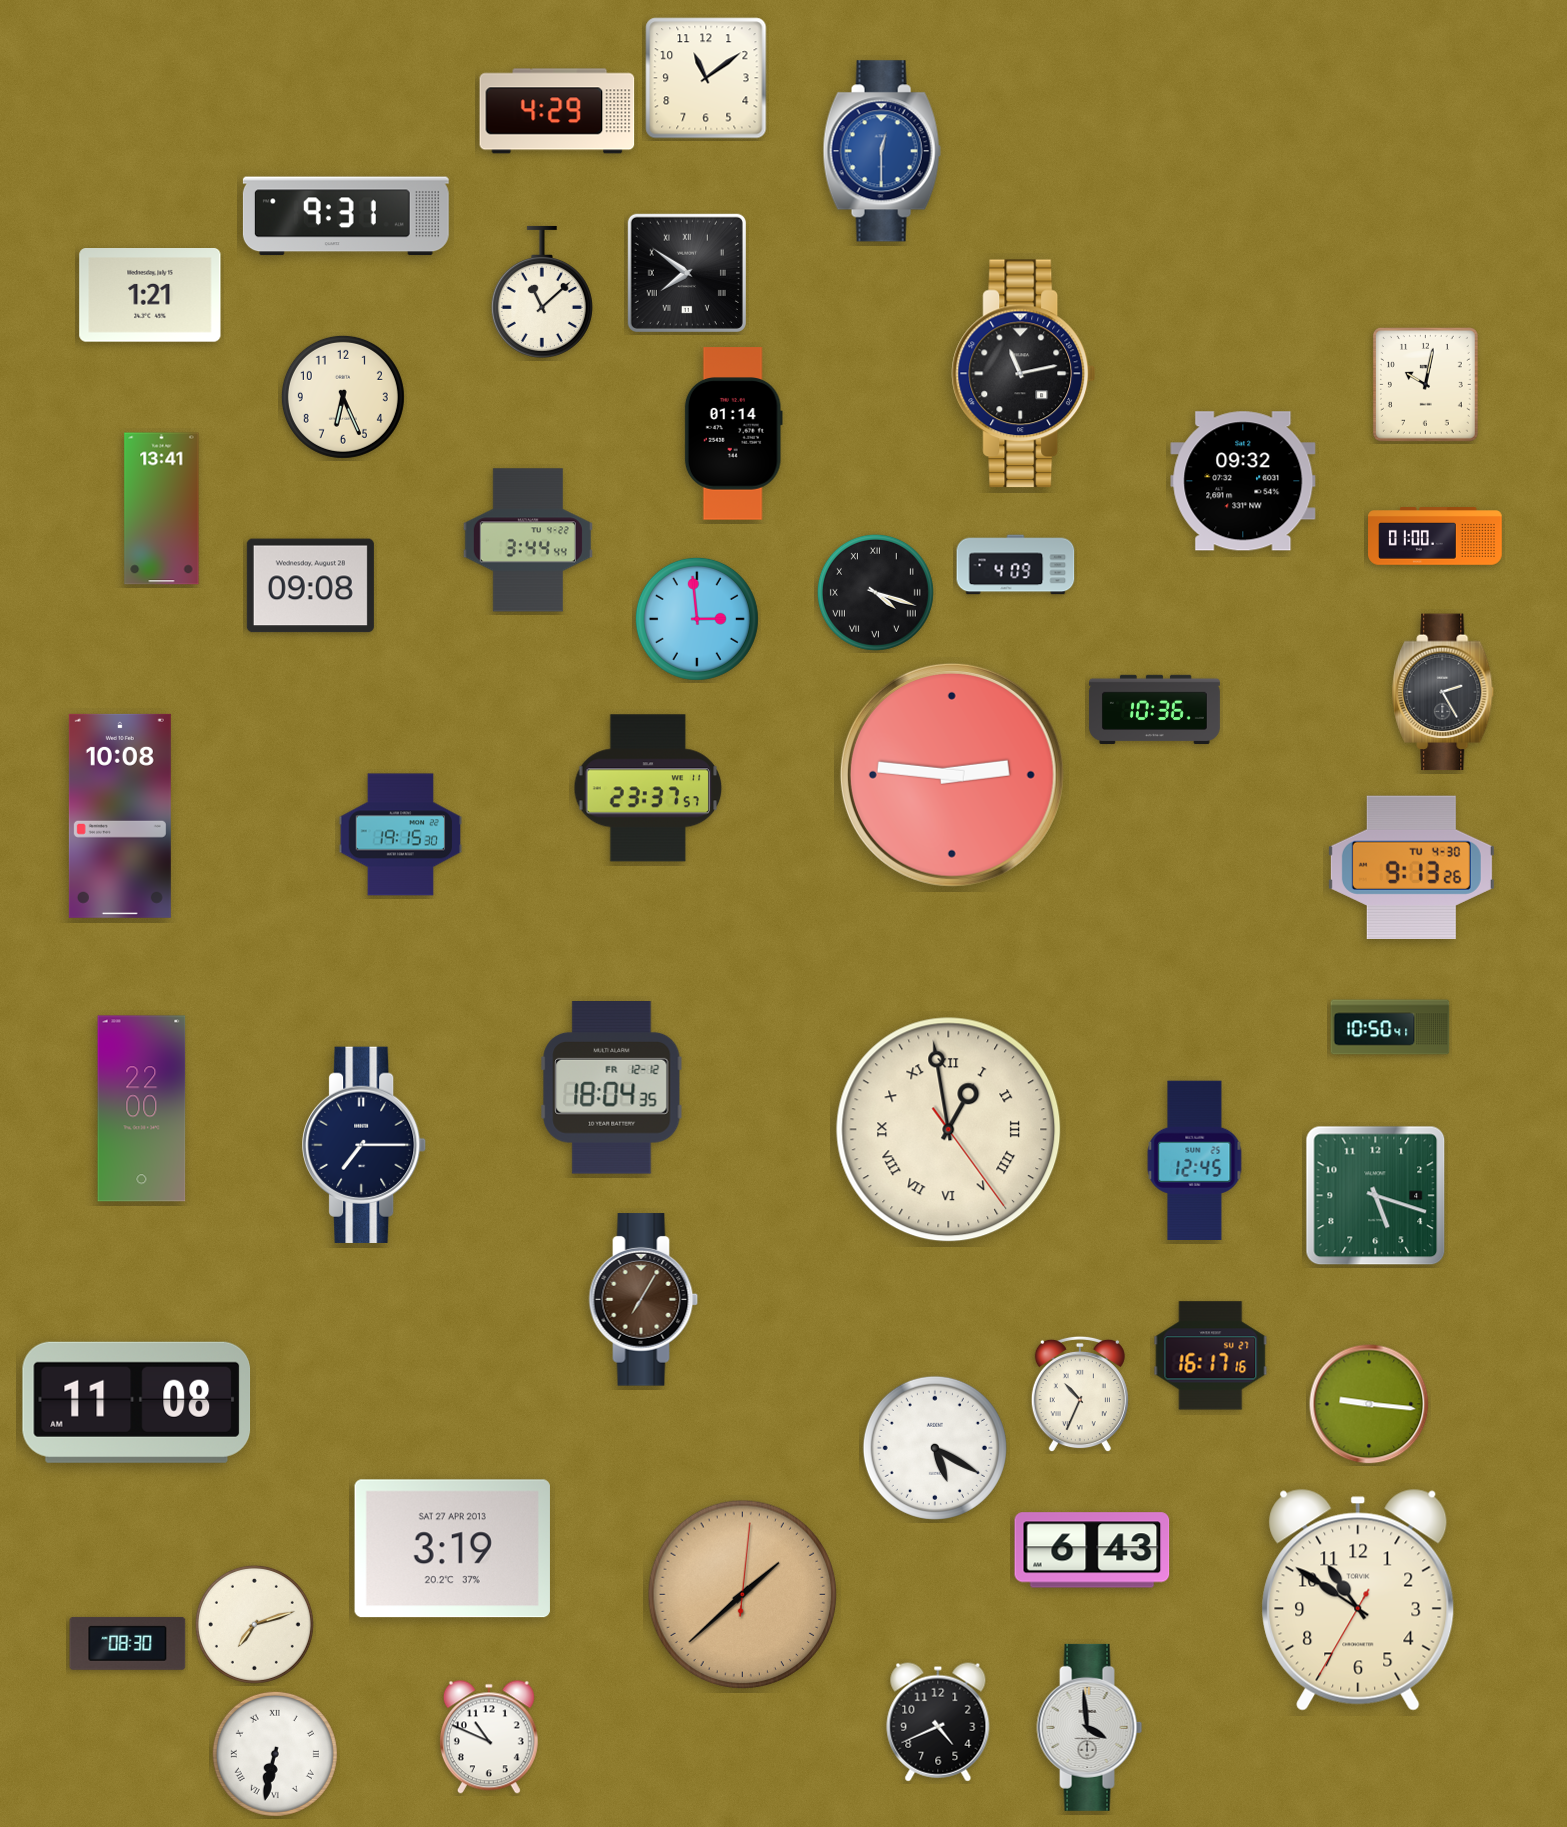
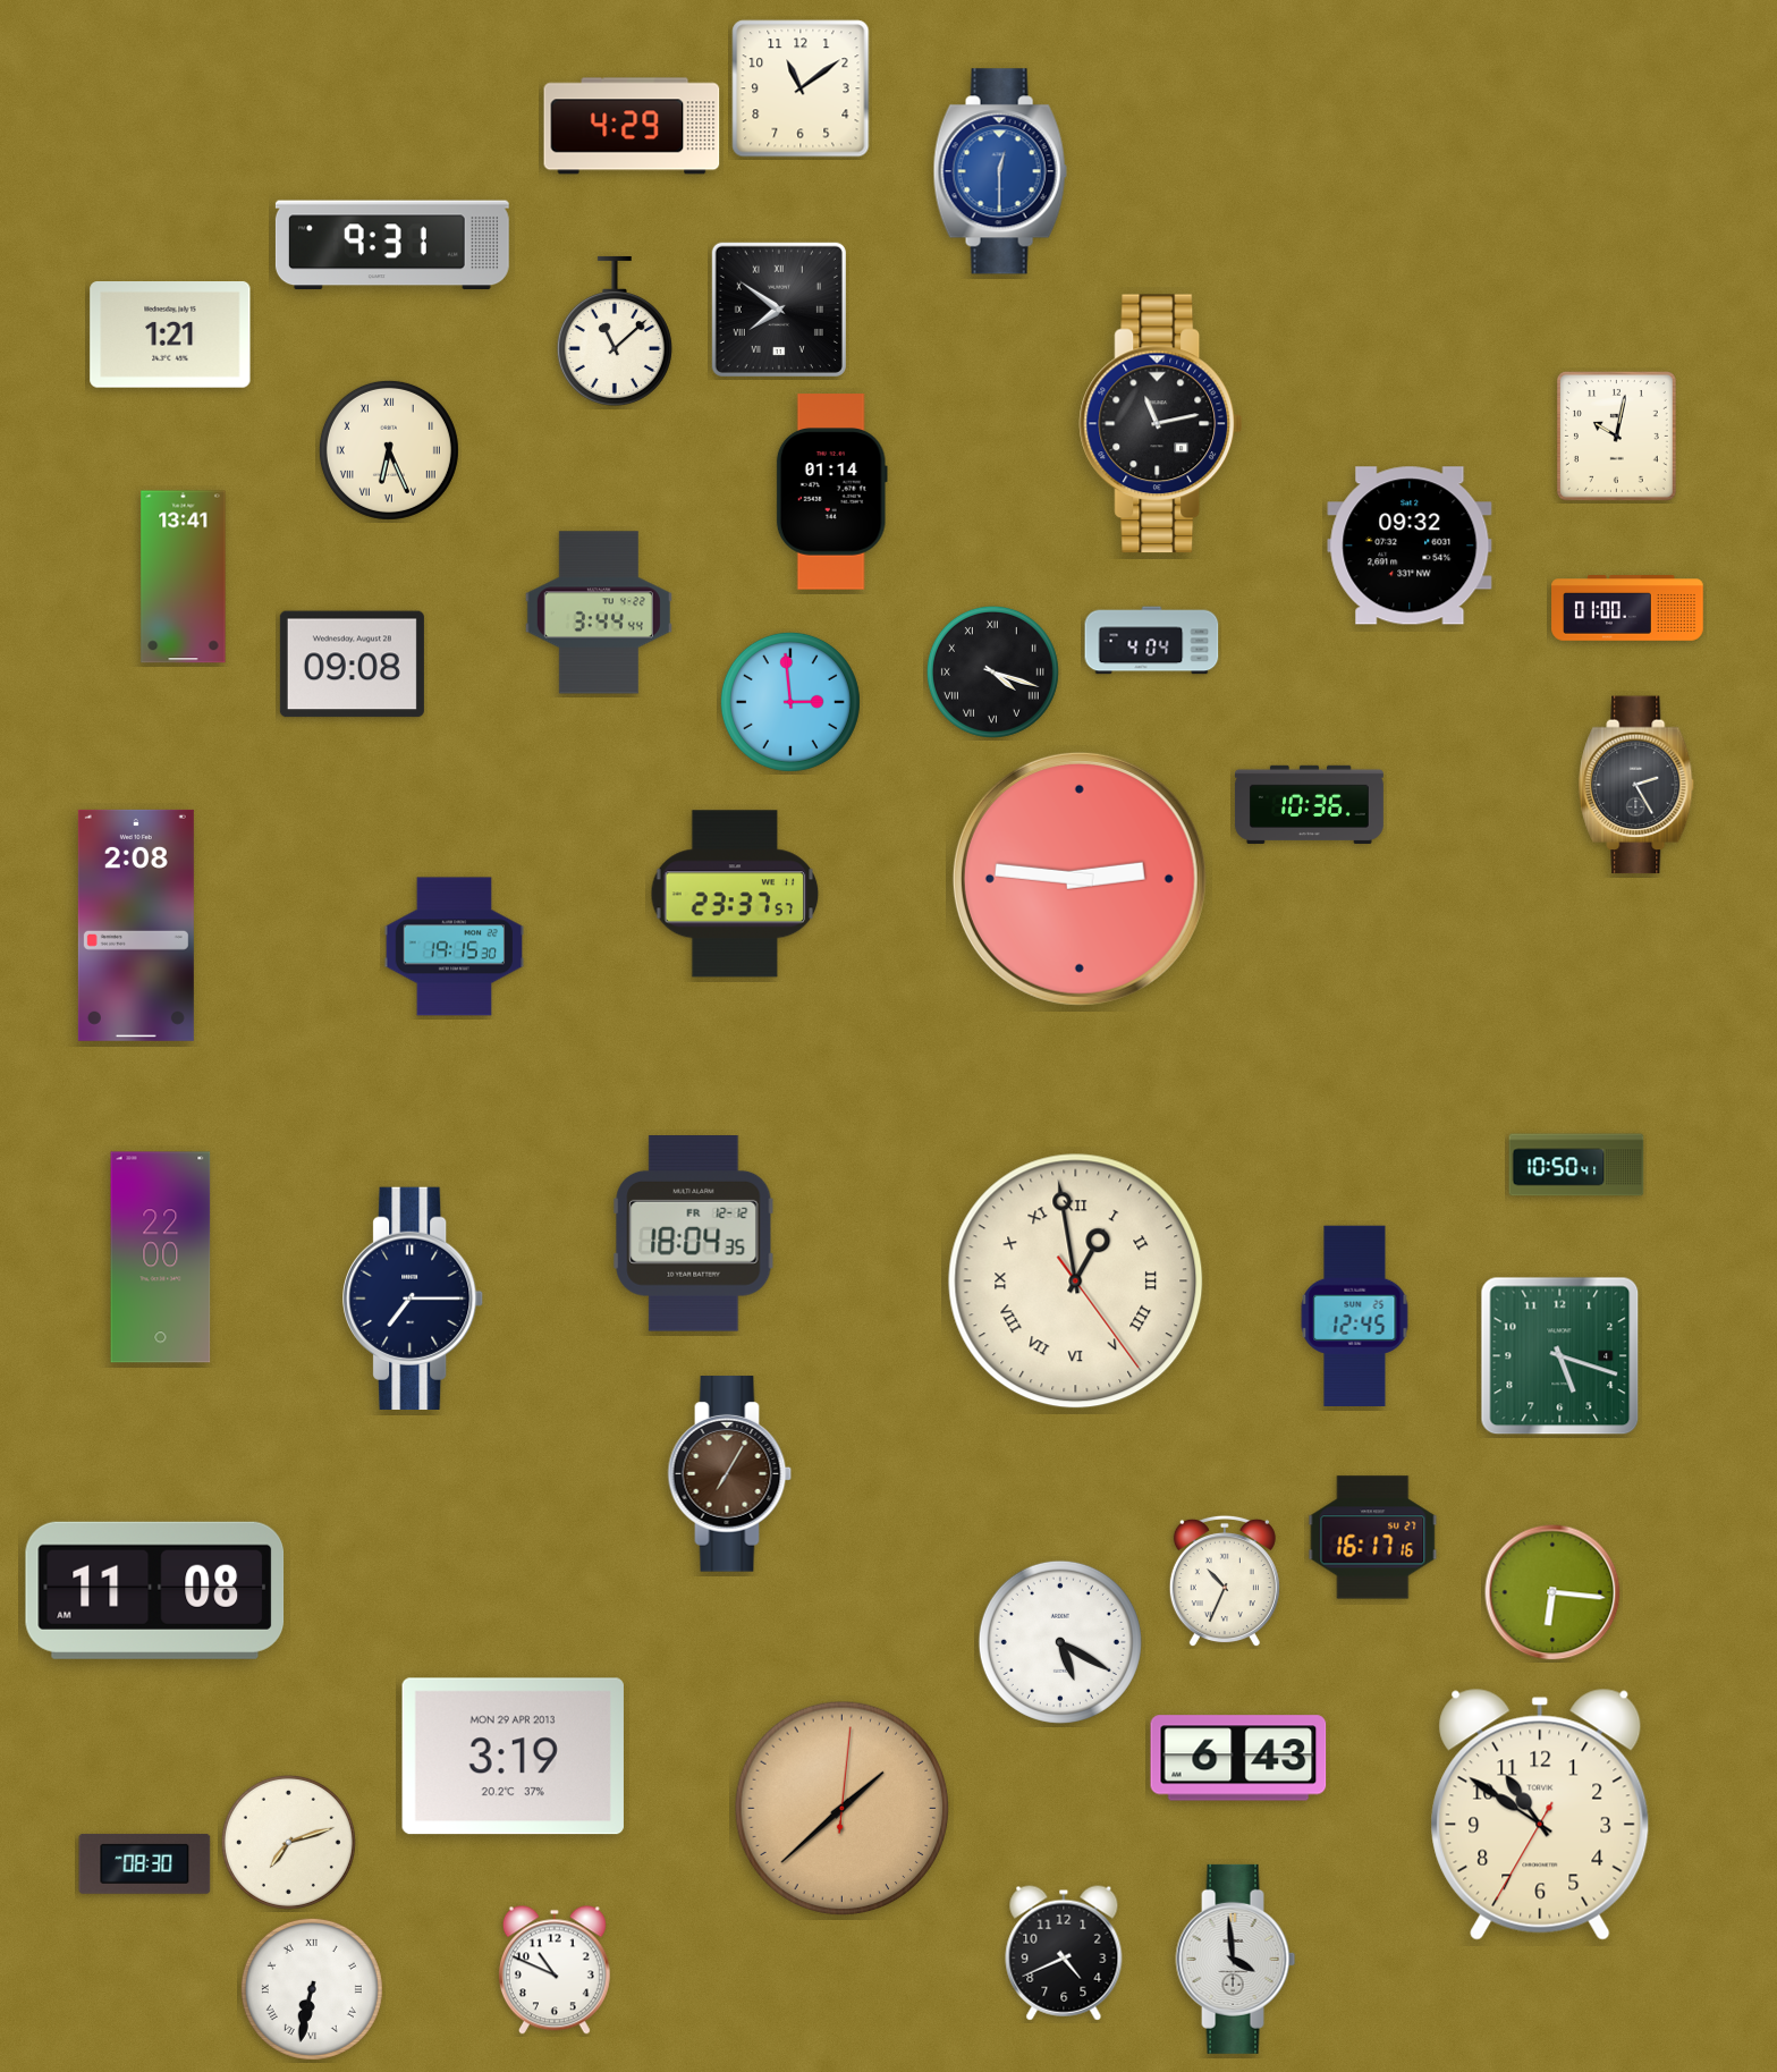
clock at (343, 397) numerals: Arabic -> Roman
clock at (1016, 565): 4:09 -> 4:04
clock at (120, 816): 10:08 -> 2:08
clock at (1411, 867): 9:13 -> none
clock at (1369, 1404): 9:16 -> 6:16
clock at (452, 1549) date: SAT 27 APR 2013 -> MON 29 APR 2013
